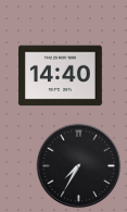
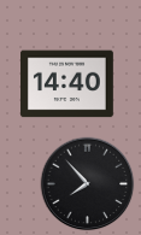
clock at (78, 165): 7:35 -> 7:53
